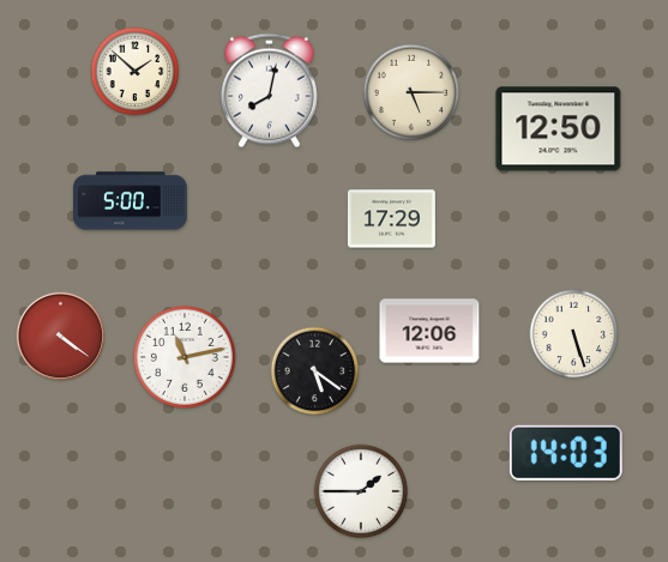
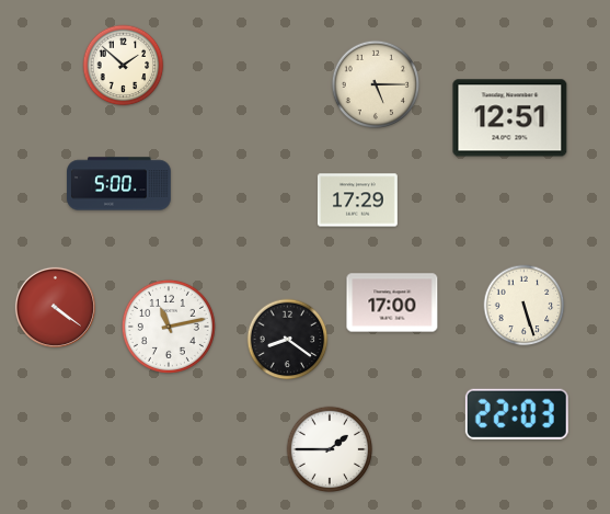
clock at (270, 91): 8:02 -> none
clock at (559, 129): 12:50 -> 12:51
clock at (429, 331): 12:06 -> 17:00
clock at (315, 371): 5:21 -> 8:21
clock at (566, 453): 14:03 -> 22:03
